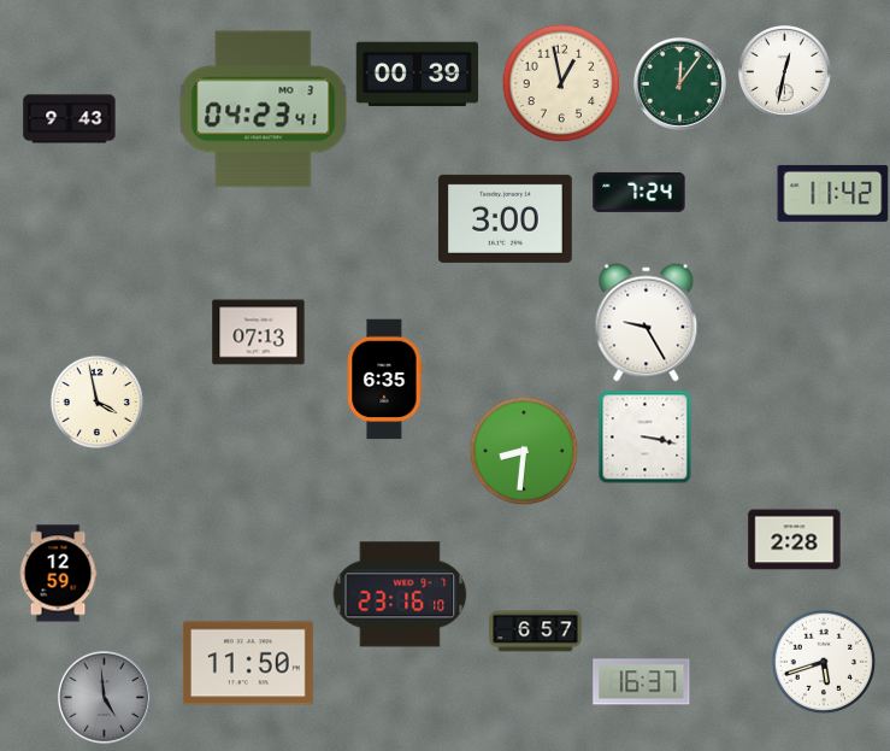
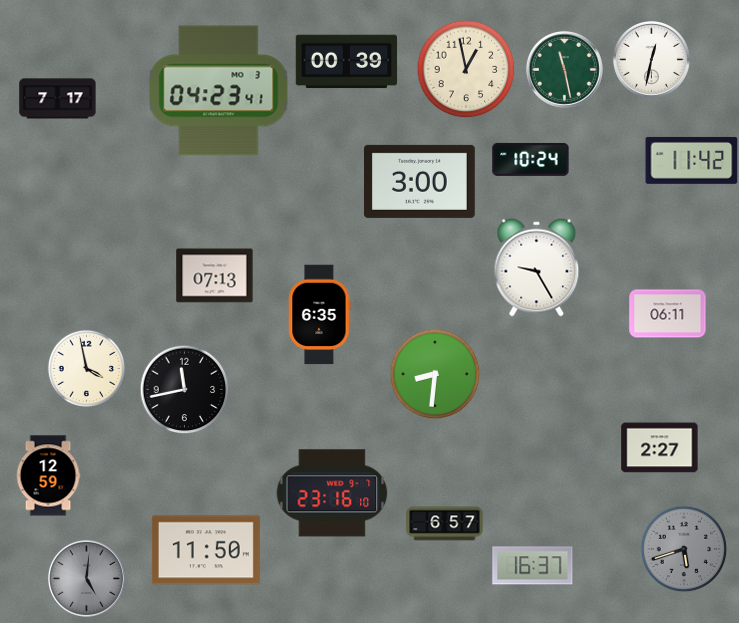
clock at (679, 83): 12:06 -> 11:28
clock at (70, 119): 9:43 -> 7:17
clock at (639, 192): 7:24 -> 10:24
clock at (668, 314): none -> 06:11
clock at (96, 401) position: (96, 401) -> (86, 368)
clock at (644, 436): 3:17 -> none
clock at (184, 389): none -> 11:43
clock at (795, 540): 2:28 -> 2:27
clock at (824, 662) dial: white -> grey
clock at (104, 697): 4:59 -> 5:01
